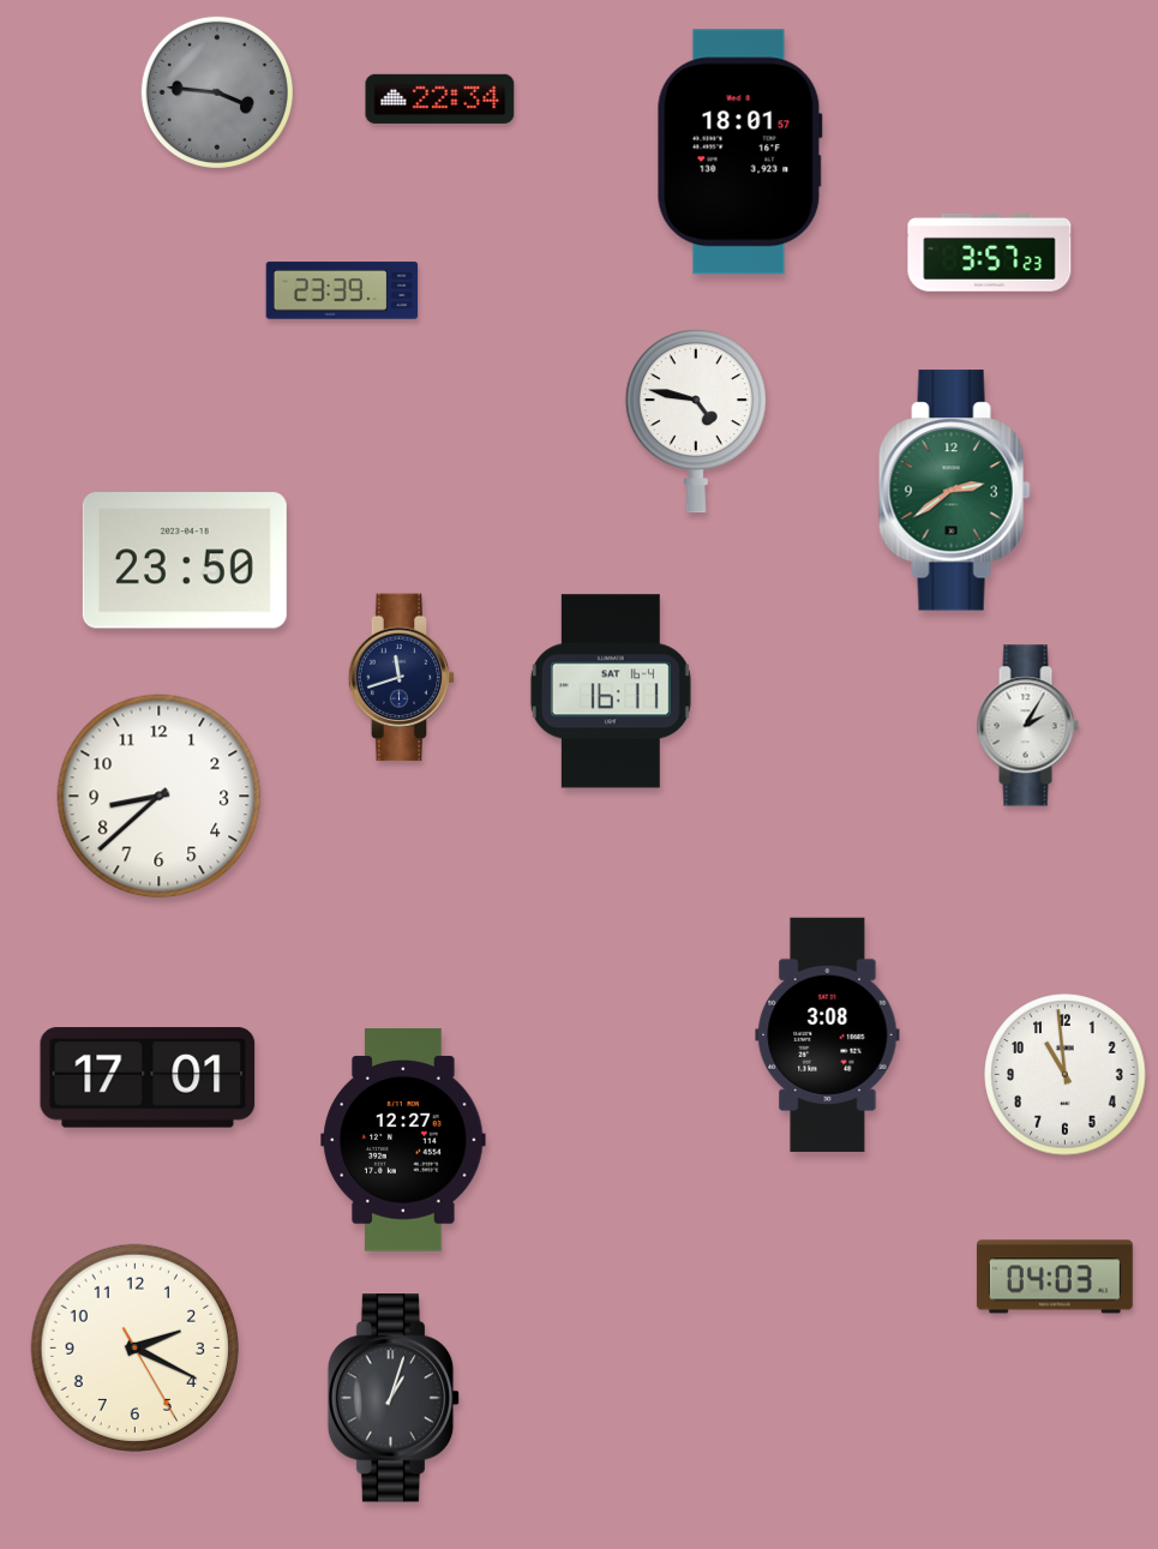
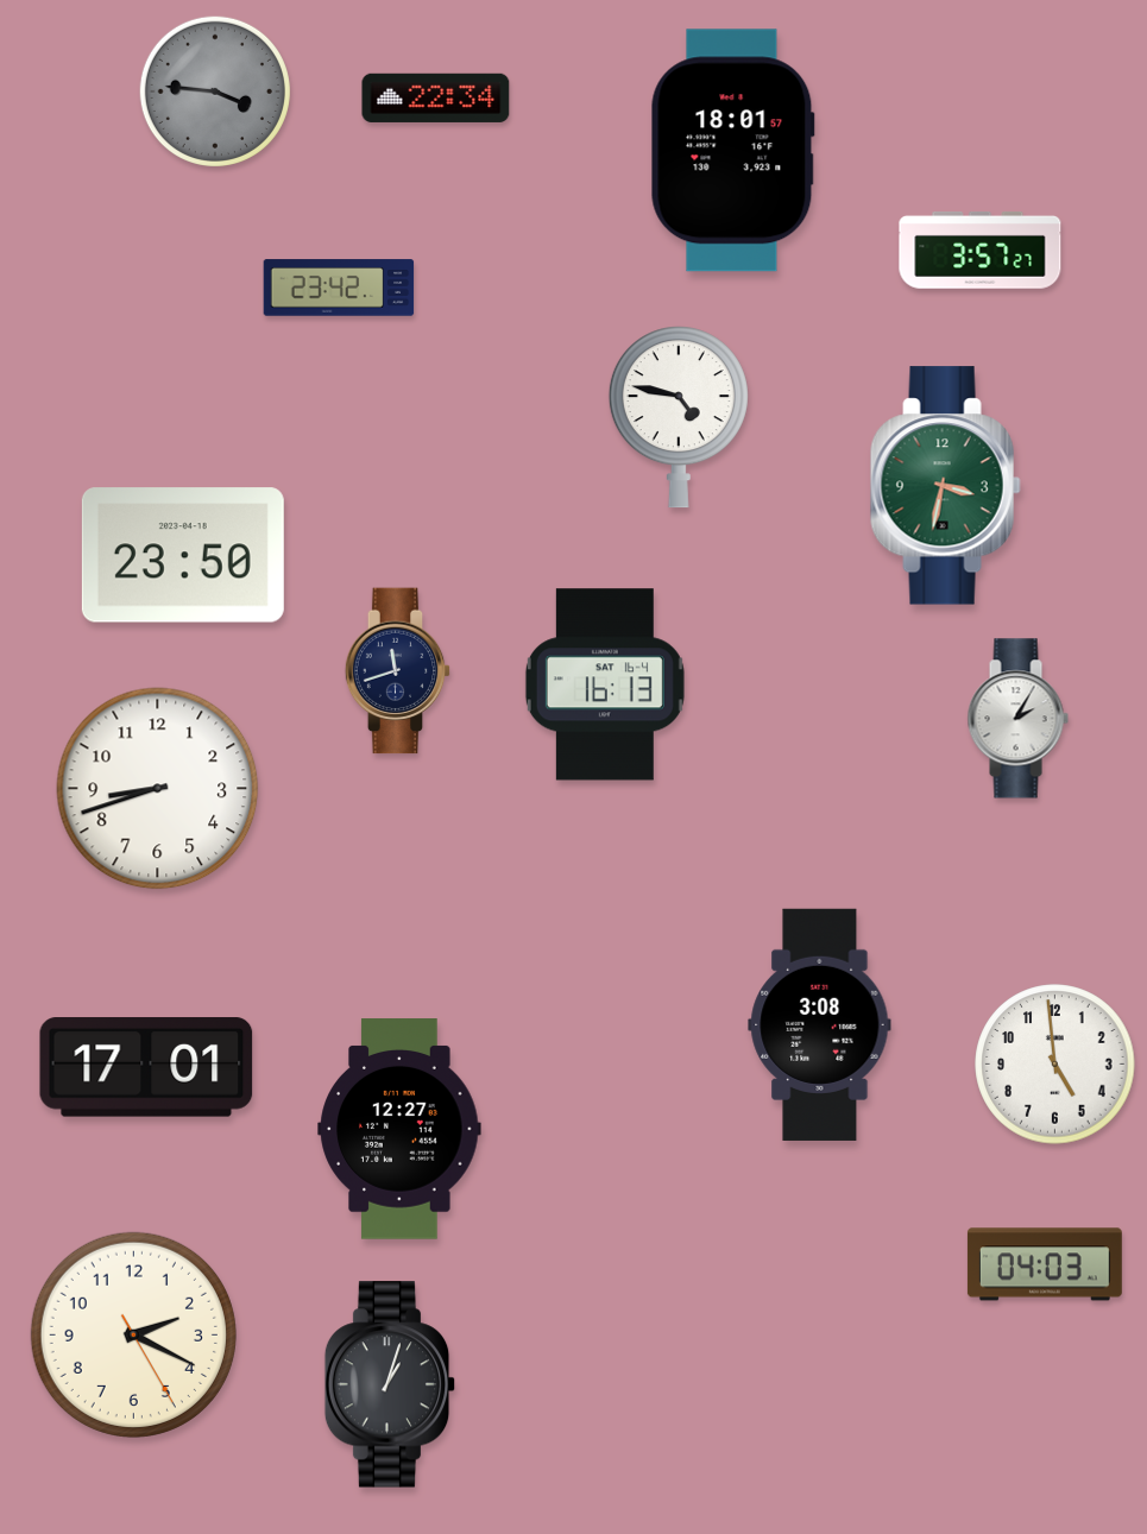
clock at (990, 252): 3:57:23 -> 3:57:27
clock at (342, 290): 23:39 -> 23:42
clock at (696, 421) position: (696, 421) -> (679, 417)
clock at (954, 491): 2:39 -> 3:32
clock at (611, 691): 16:11 -> 16:13
clock at (160, 797): 8:38 -> 8:42
clock at (1066, 1075): 10:59 -> 4:59
